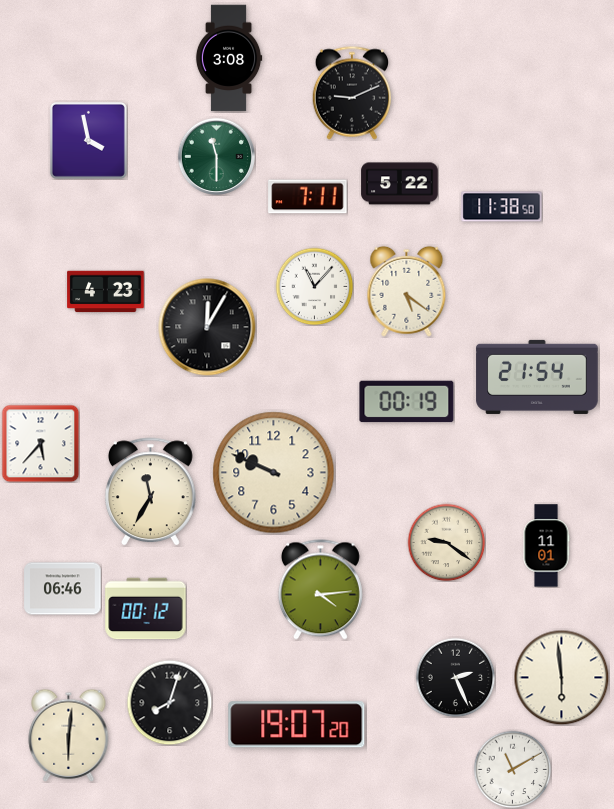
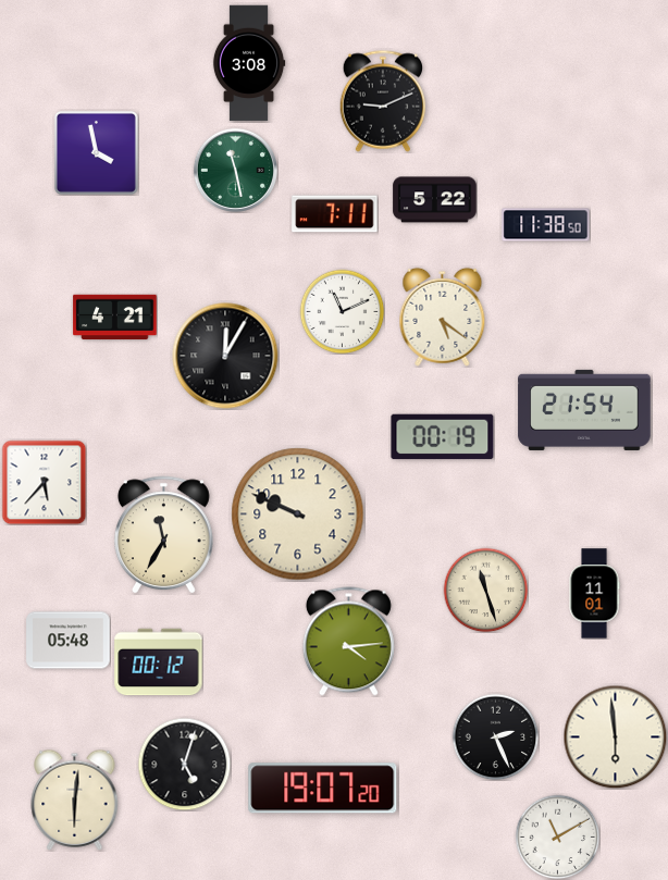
clock at (216, 156): 11:30 -> 11:28
clock at (314, 286): 11:07 -> 11:11
clock at (106, 292): 4:23 -> 4:21
clock at (446, 542): 9:21 -> 11:27
clock at (63, 589): 06:46 -> 05:48
clock at (561, 677) position: (561, 677) -> (615, 736)
clock at (169, 702): 8:03 -> 5:03
